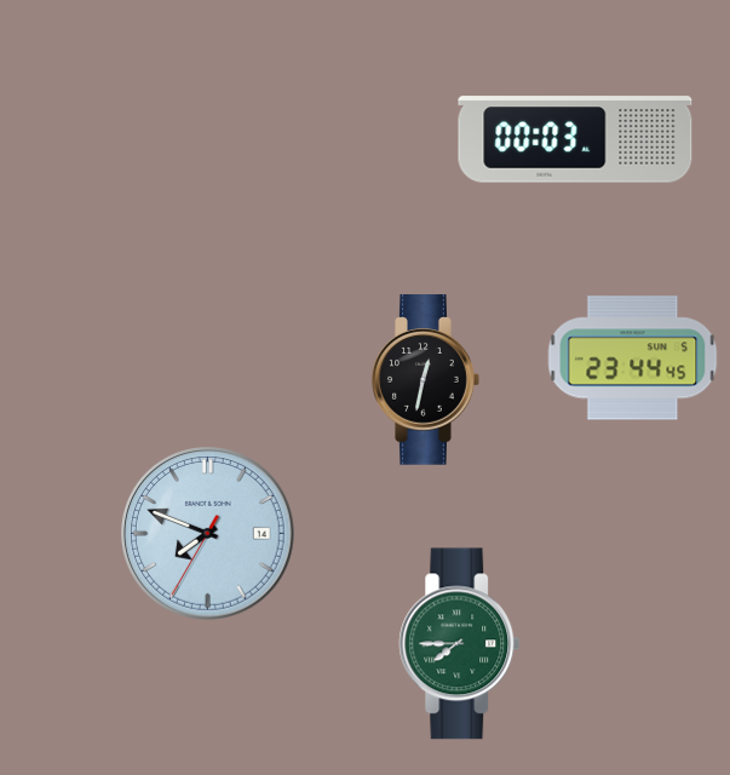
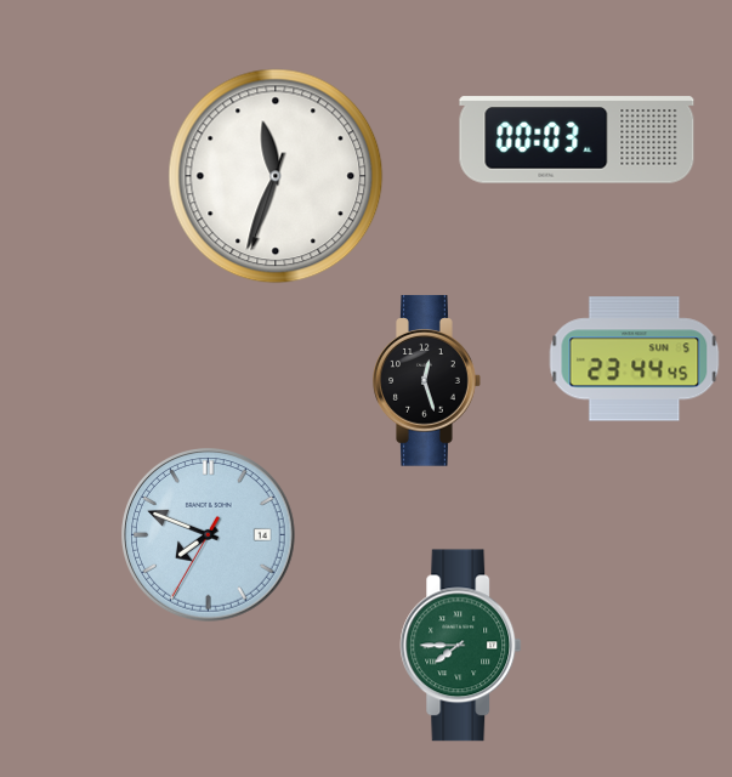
clock at (276, 176): none -> 11:33
clock at (426, 380): 12:32 -> 12:27
